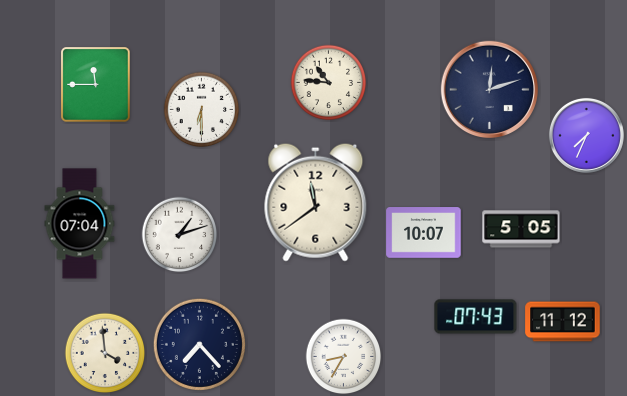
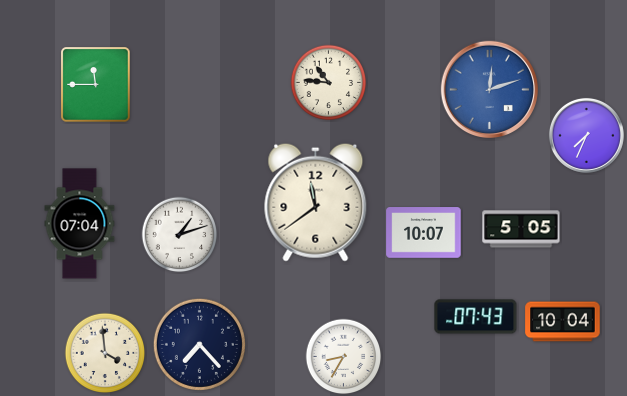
clock at (489, 89) dial: navy -> blue
clock at (202, 110): 6:30 -> none
clock at (563, 322): 11:12 -> 10:04
